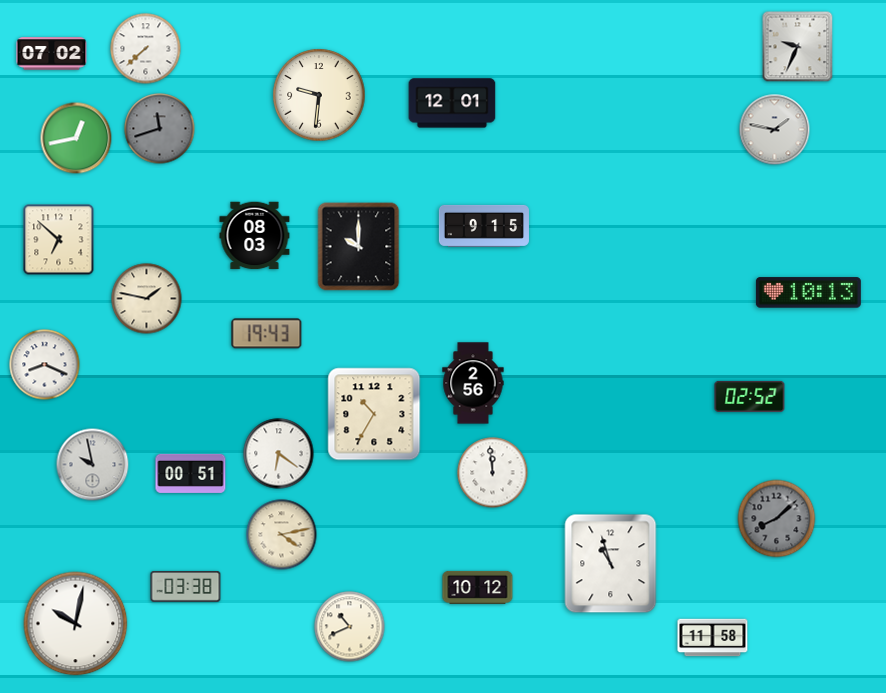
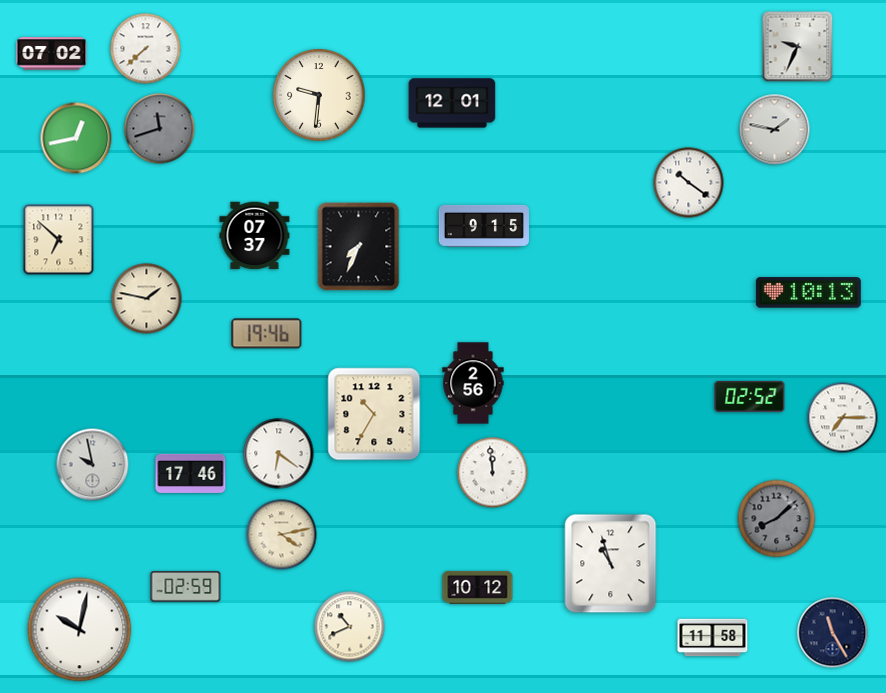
clock at (689, 183): none -> 10:21
clock at (255, 236): 08:03 -> 07:37
clock at (359, 247): 10:00 -> 7:34
clock at (267, 334): 19:43 -> 19:46
clock at (45, 365): 8:19 -> none
clock at (843, 418): none -> 7:15
clock at (191, 473): 00:51 -> 17:46
clock at (186, 586): 03:38 -> 02:59
clock at (76, 624) position: (76, 624) -> (80, 630)
clock at (833, 633): none -> 11:25
